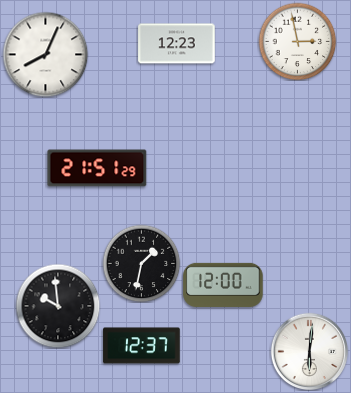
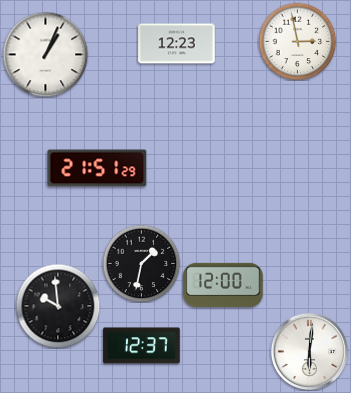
clock at (45, 54): 8:04 -> 1:04
